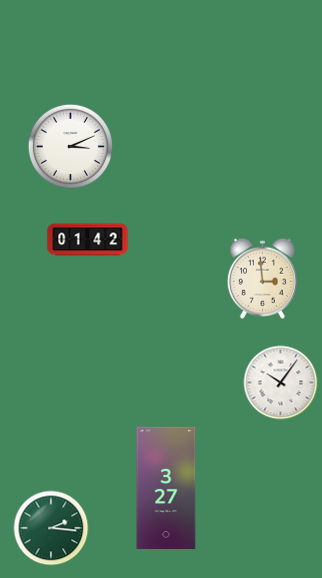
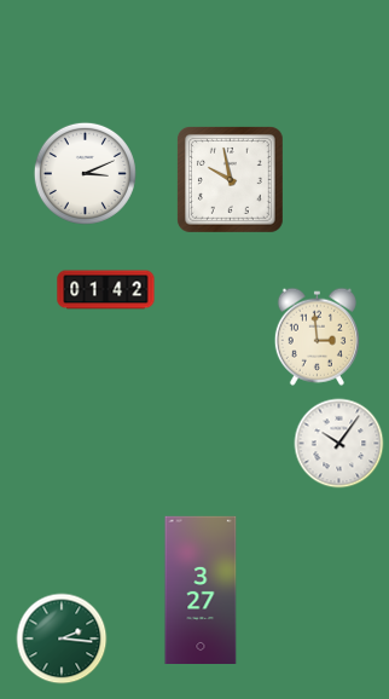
clock at (70, 146) position: (70, 146) -> (85, 173)
clock at (230, 179): none -> 9:58
clock at (281, 383) position: (281, 383) -> (339, 444)
